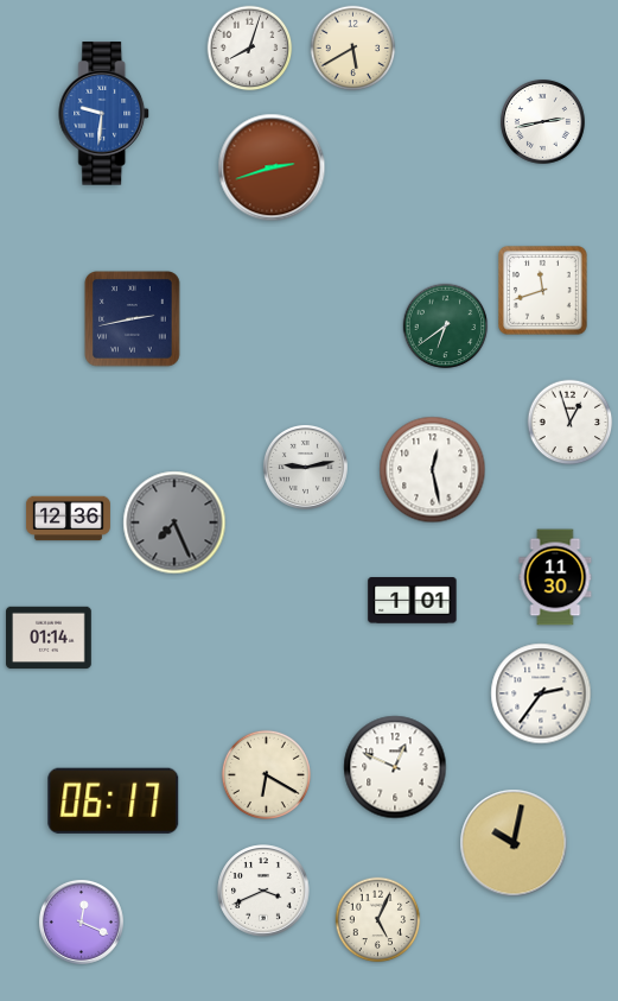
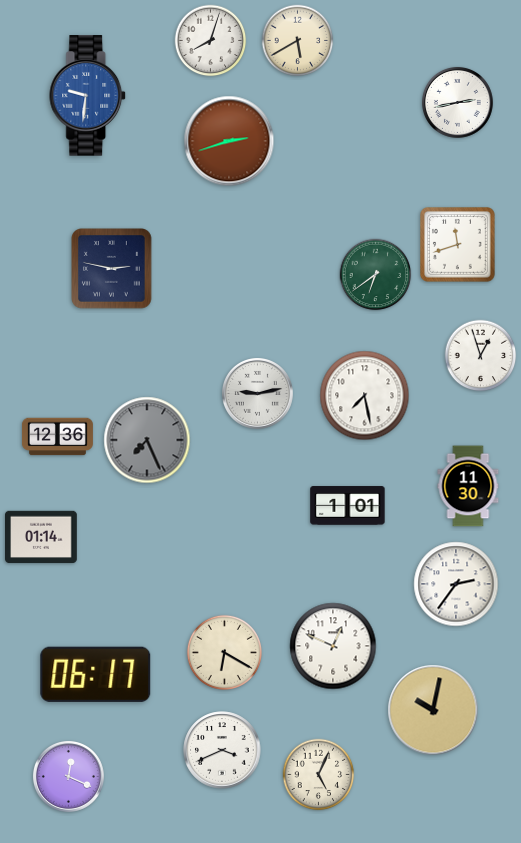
clock at (133, 319): 2:43 -> 2:47
clock at (433, 470): 12:28 -> 7:28
